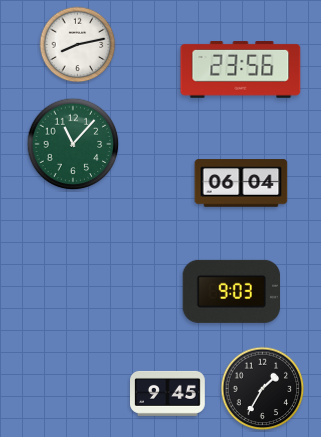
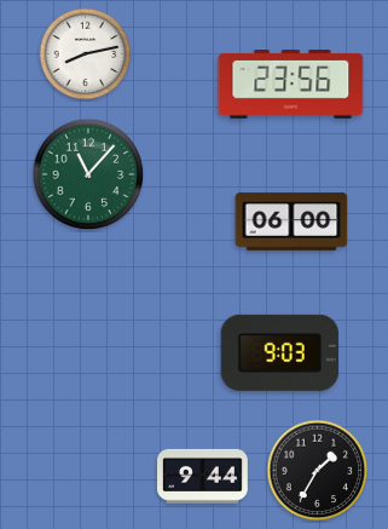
clock at (78, 45) position: (78, 45) -> (86, 54)
clock at (241, 183): 06:04 -> 06:00
clock at (168, 393): 9:45 -> 9:44
